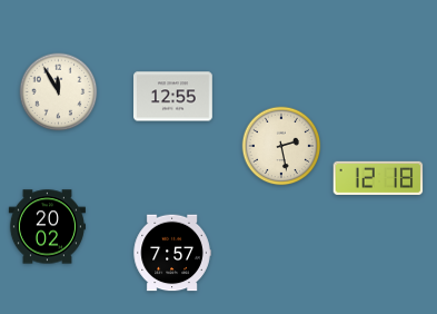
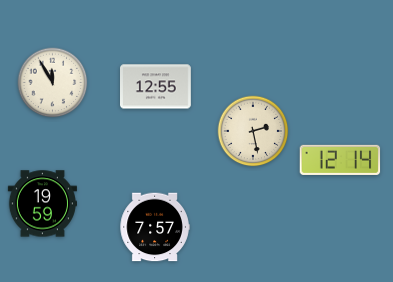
clock at (378, 178): 12:18 -> 12:14
clock at (47, 227): 20:02 -> 19:59
